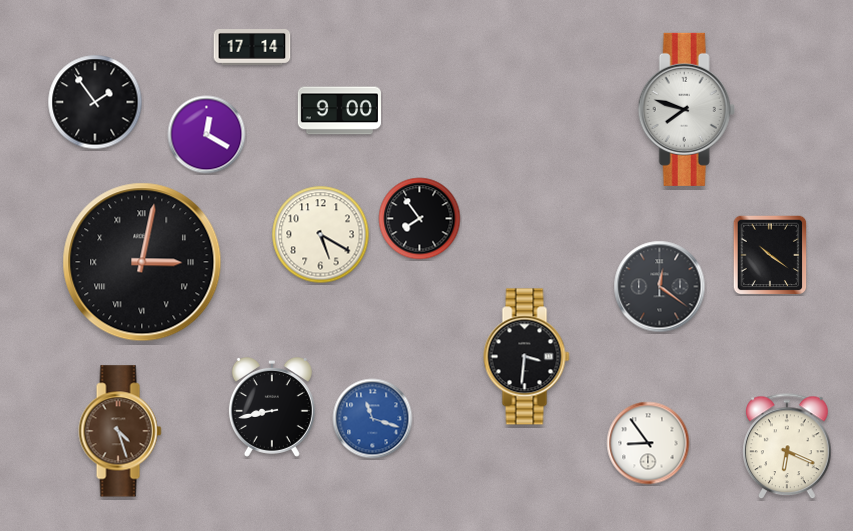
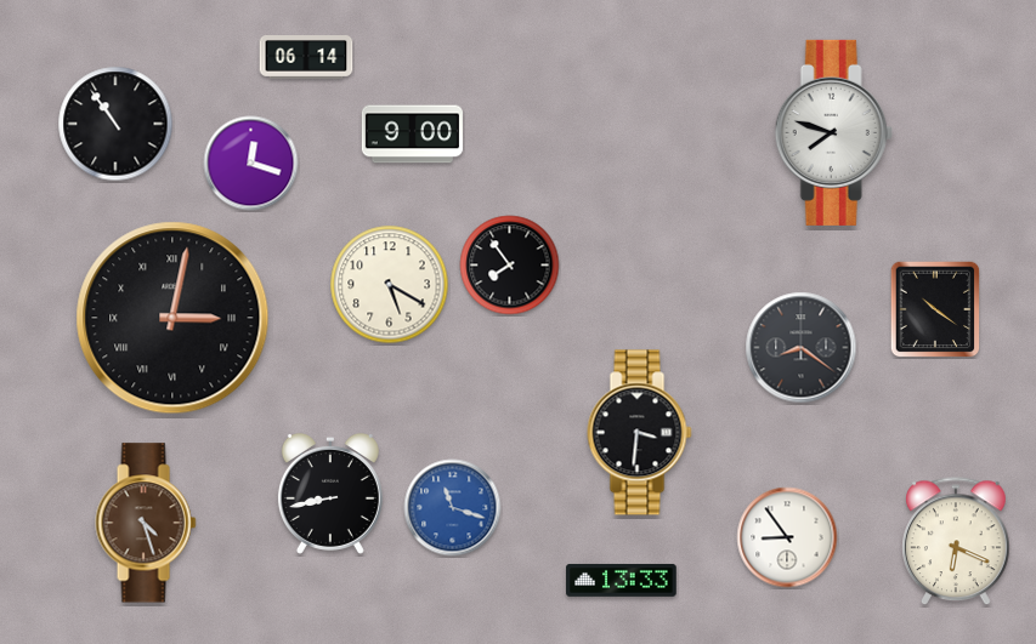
clock at (252, 48): 17:14 -> 06:14
clock at (95, 102): 1:54 -> 10:54
clock at (207, 135): 12:20 -> 12:18
clock at (660, 287): 12:21 -> 8:21
clock at (622, 581): none -> 13:33
